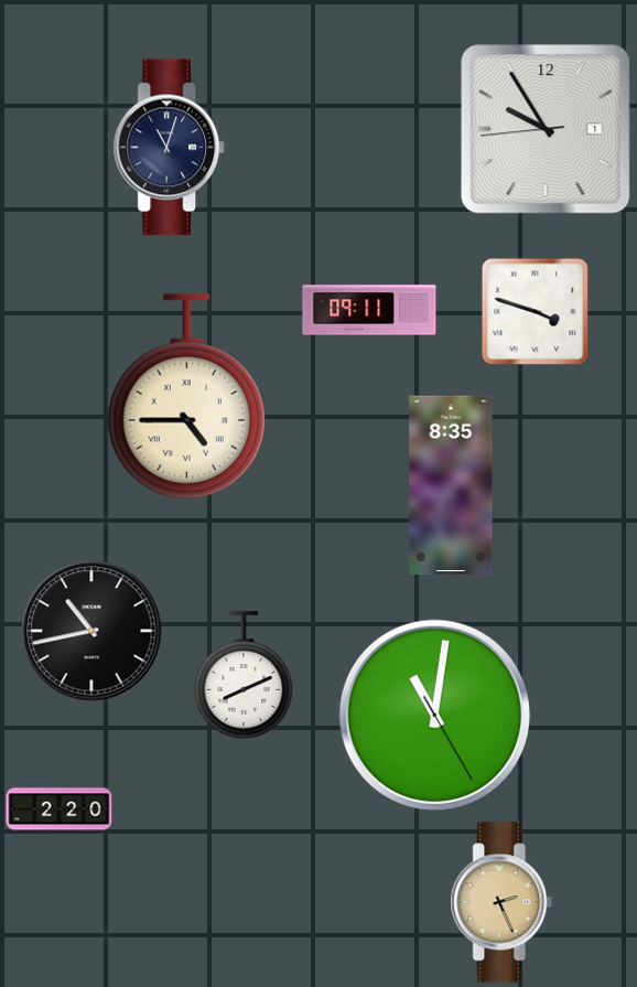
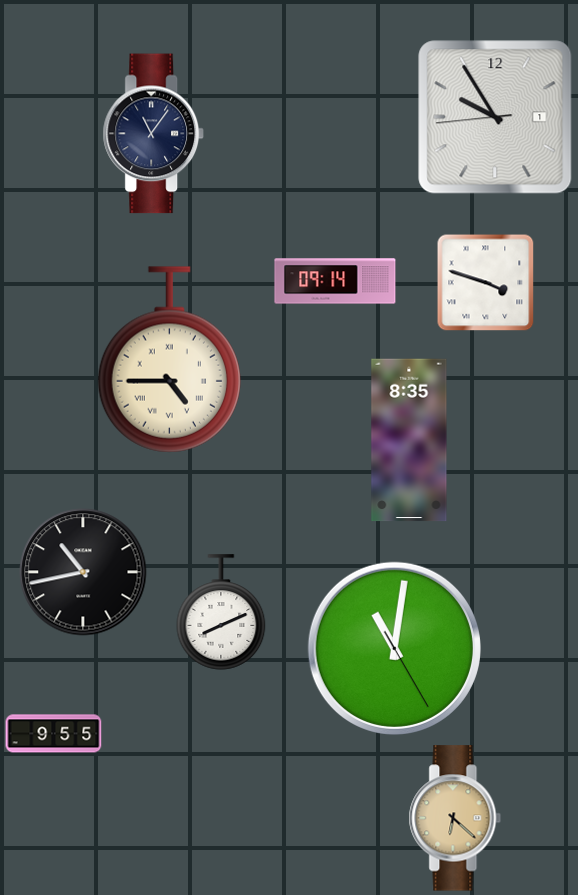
clock at (169, 148): 11:03 -> 11:06
clock at (369, 310): 09:11 -> 09:14
clock at (60, 809): 2:20 -> 9:55
clock at (501, 902): 2:26 -> 6:22
